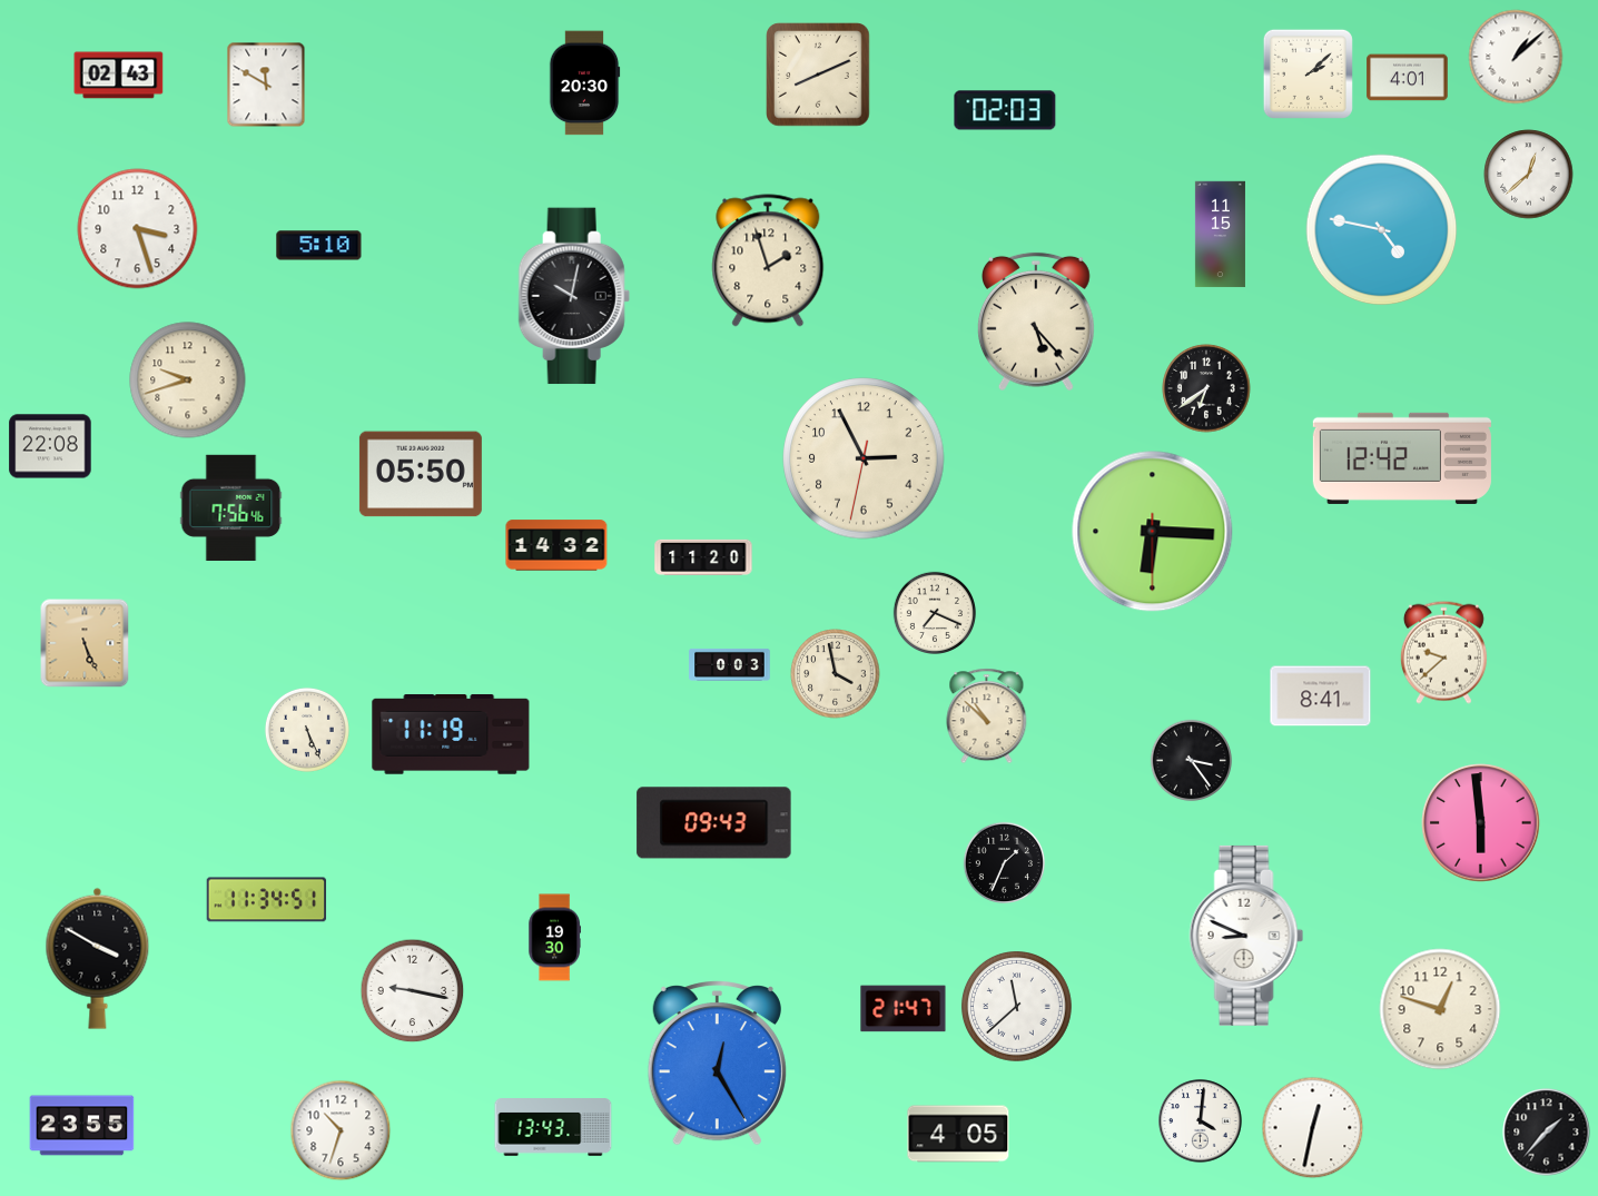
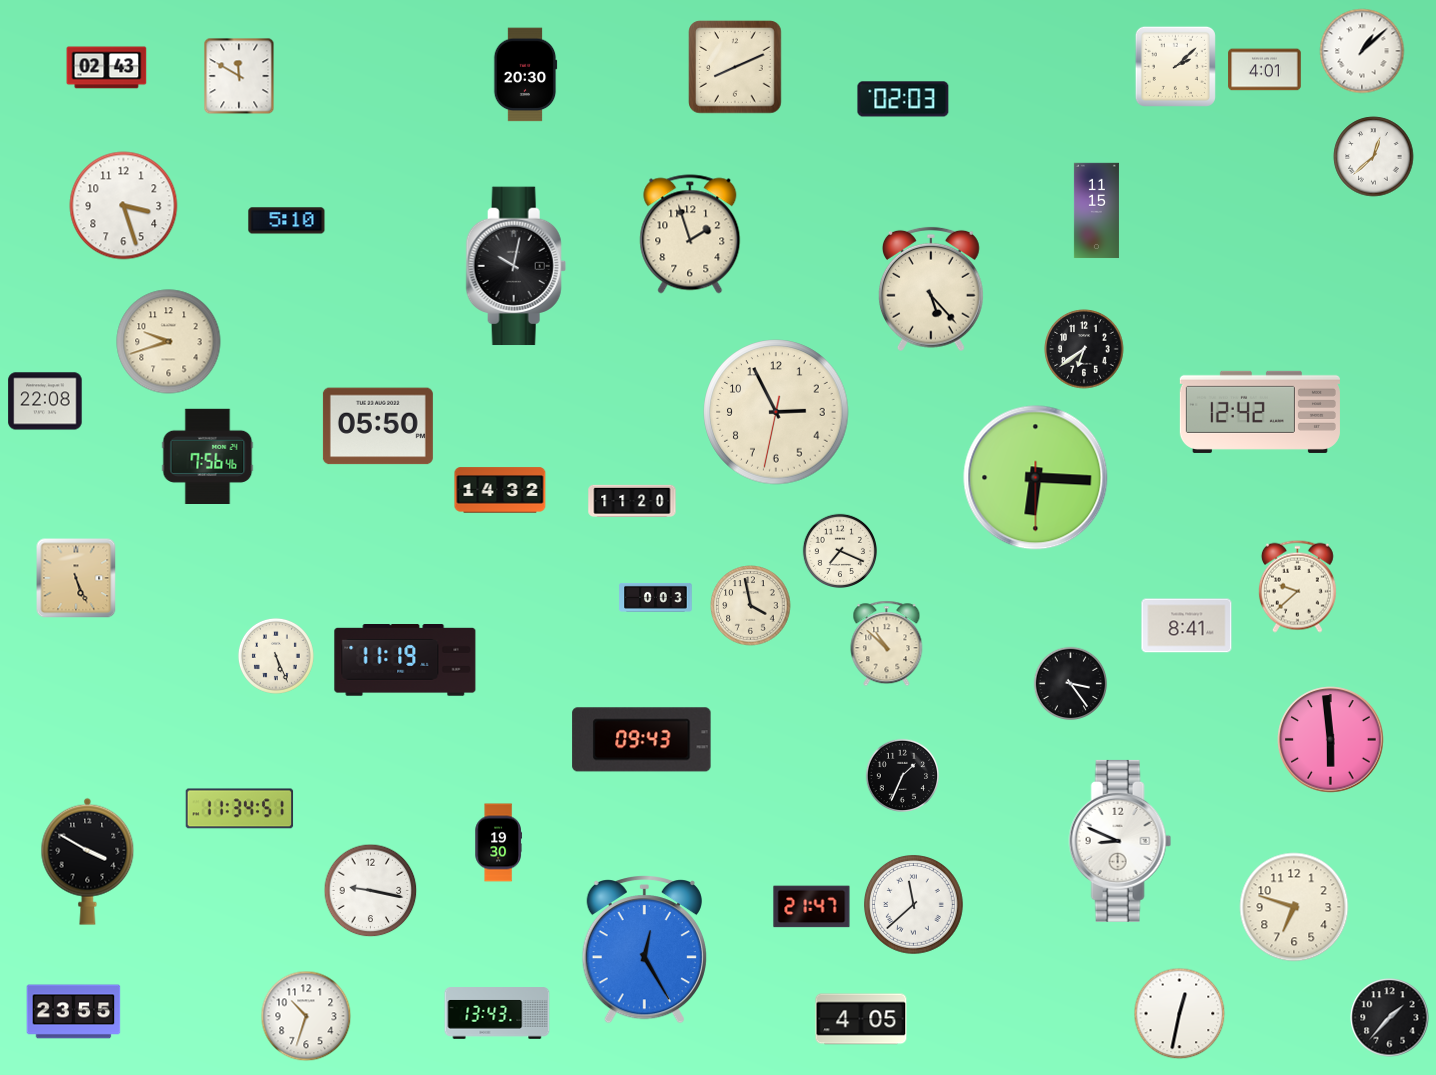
clock at (1382, 230): 4:47 -> none
clock at (1440, 1009): 12:48 -> 6:48
clock at (717, 1064) position: (717, 1064) -> (644, 950)
clock at (1201, 1121): 4:01 -> none
